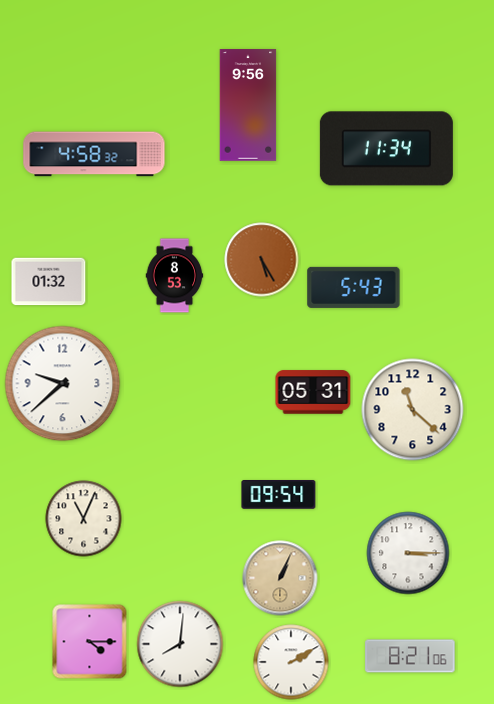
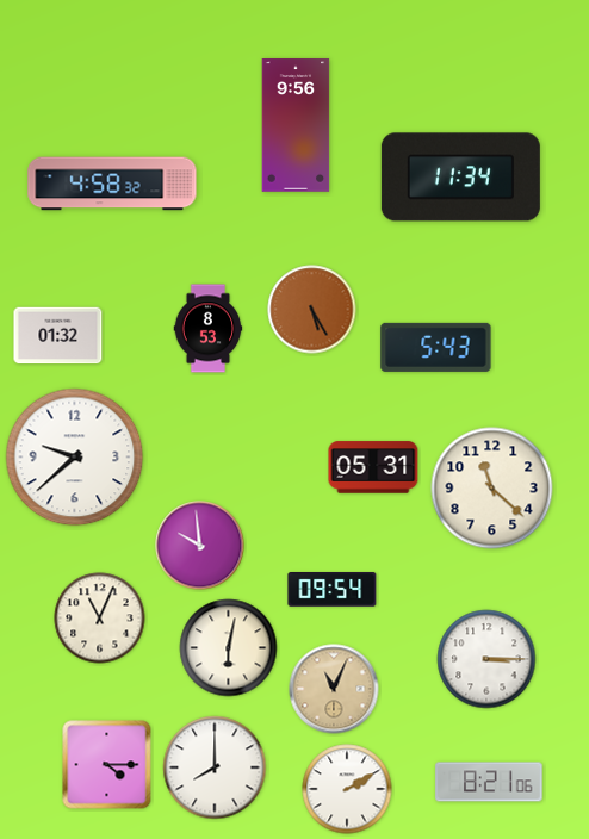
clock at (354, 287) position: (354, 287) -> (436, 347)
clock at (200, 546): none -> 9:59
clock at (229, 648): none -> 6:02
clock at (280, 578): 1:04 -> 11:04
clock at (180, 644): 8:01 -> 8:00
